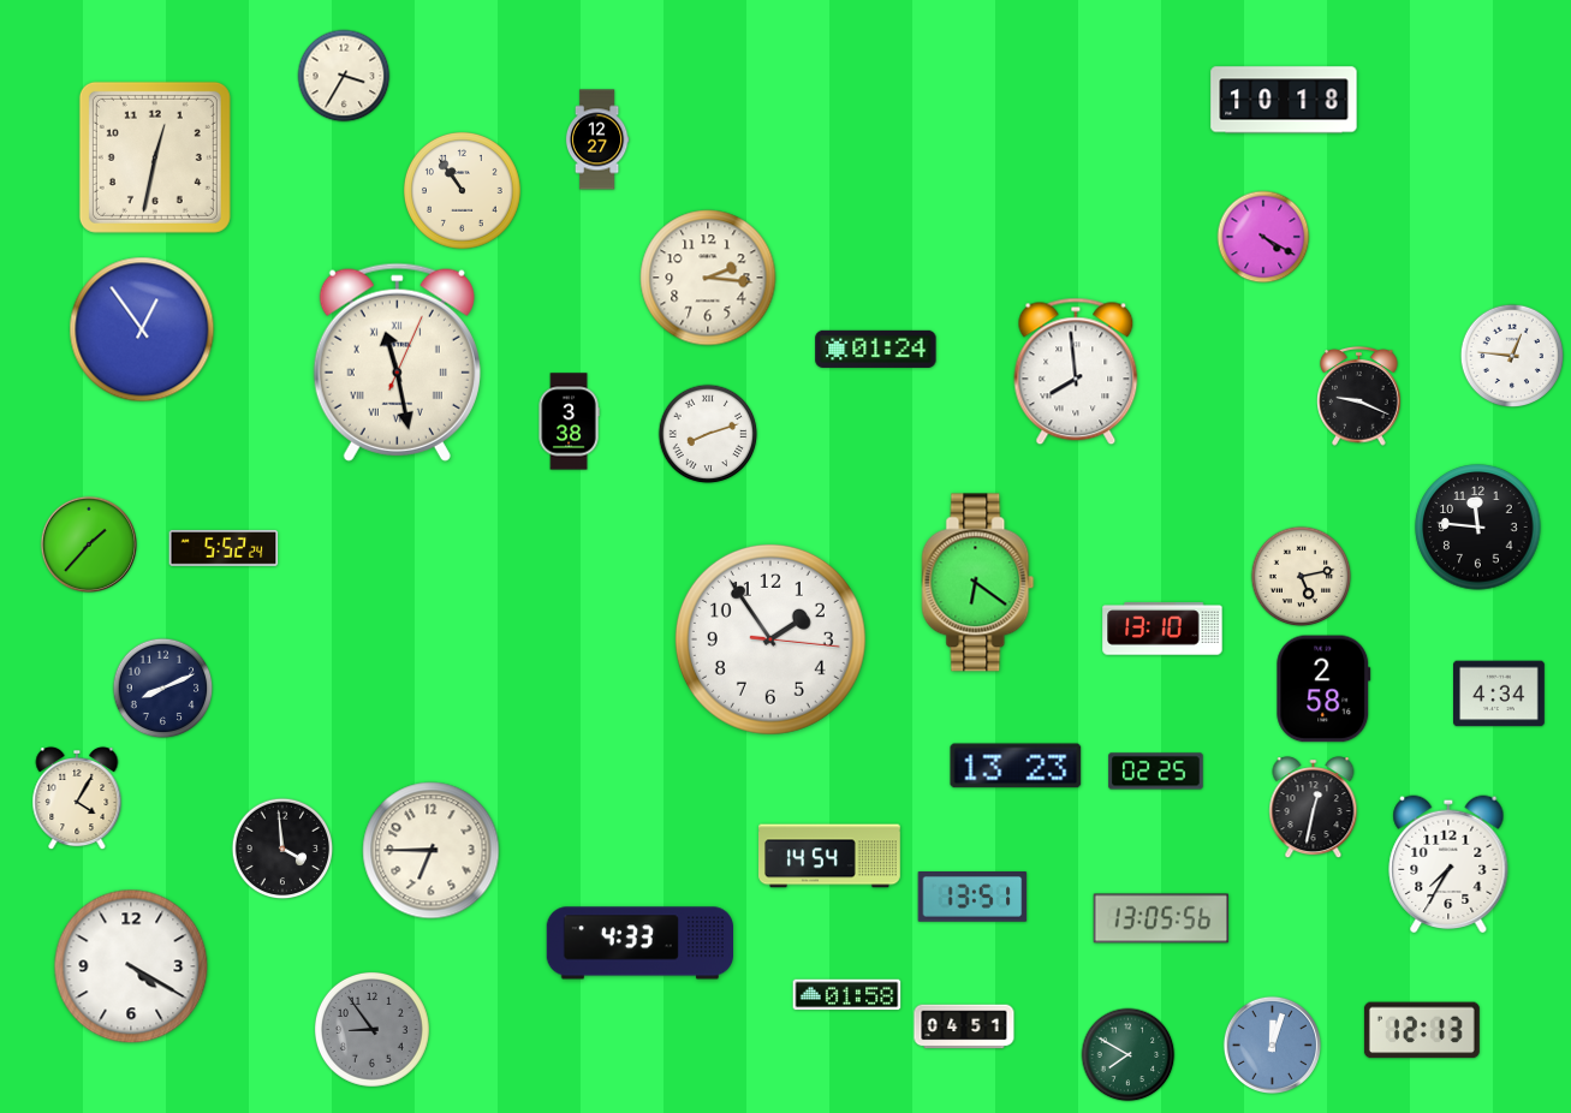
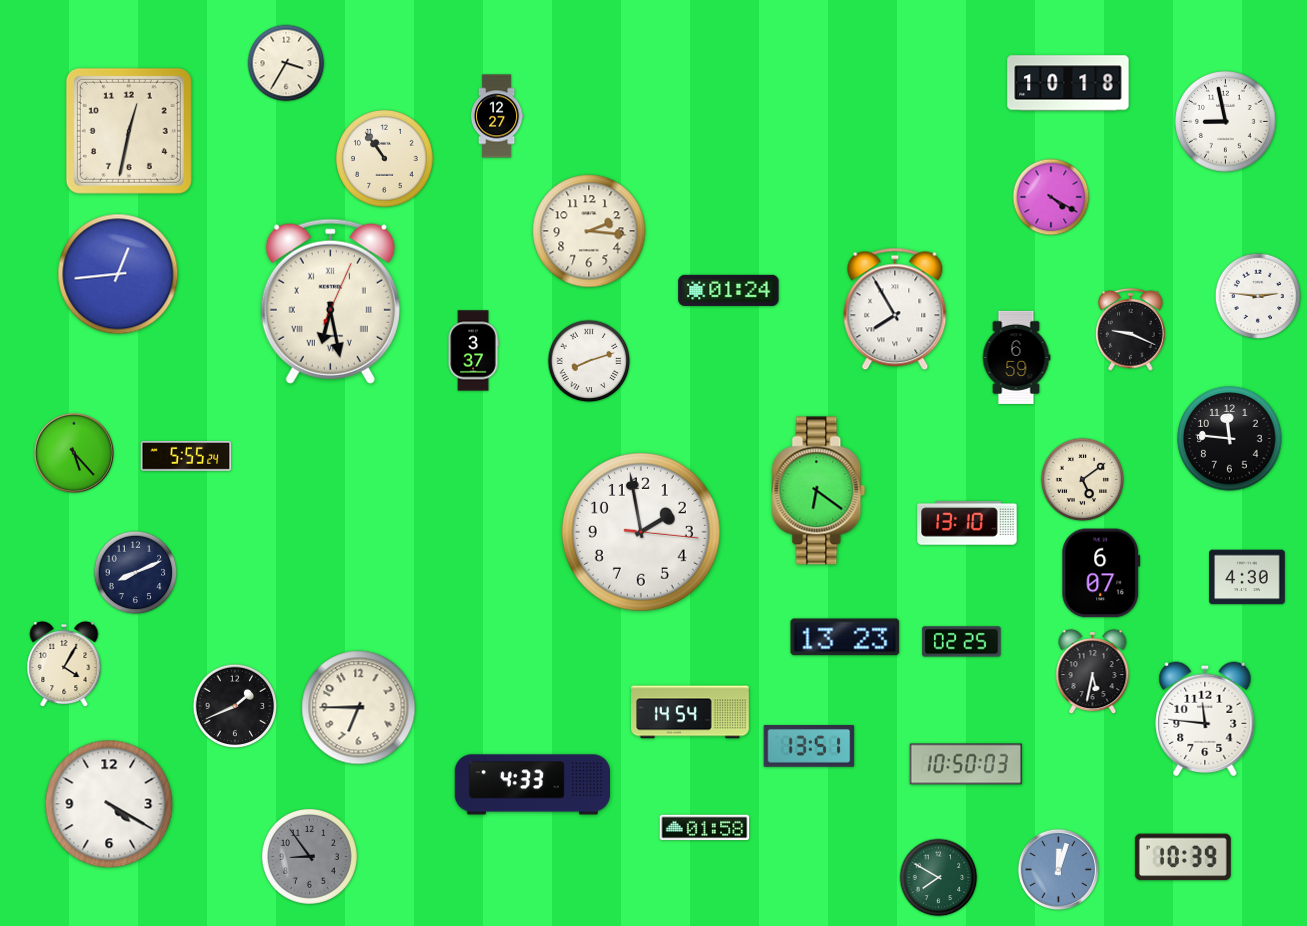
clock at (1226, 122): none -> 8:58
clock at (142, 329): 12:54 -> 12:44
clock at (1511, 355): 12:46 -> 2:46
clock at (397, 362): 11:28 -> 6:28
clock at (1076, 371): 7:59 -> 7:55
clock at (569, 422): 3:38 -> 3:37
clock at (1016, 357): none -> 6:59
clock at (88, 543): 1:37 -> 5:23
clock at (224, 548): 5:52 -> 5:55
clock at (1302, 577): 5:13 -> 5:09
clock at (978, 583) position: (978, 583) -> (819, 491)
clock at (770, 639): 1:54 -> 1:58
clock at (1323, 689): 2:58 -> 6:07
clock at (1500, 694): 4:34 -> 4:30
clock at (1314, 808): 12:32 -> 5:32
clock at (282, 849): 3:59 -> 1:41
clock at (1448, 864): 7:35 -> 11:46
clock at (1161, 918): 13:05 -> 10:50
clock at (964, 1026): 04:51 -> none
clock at (1422, 1030): 12:13 -> 10:39
